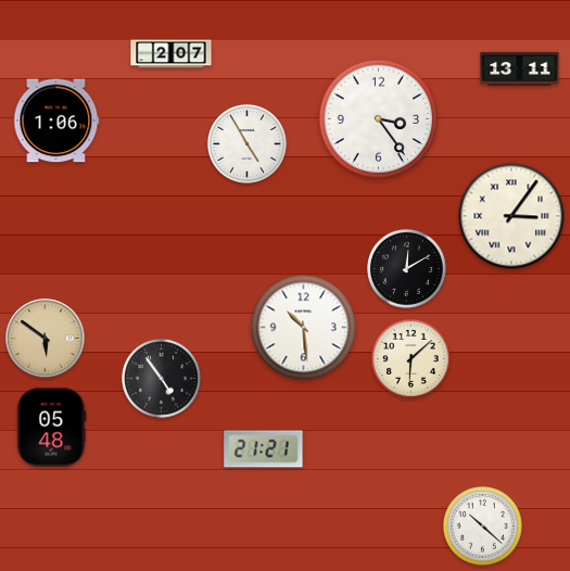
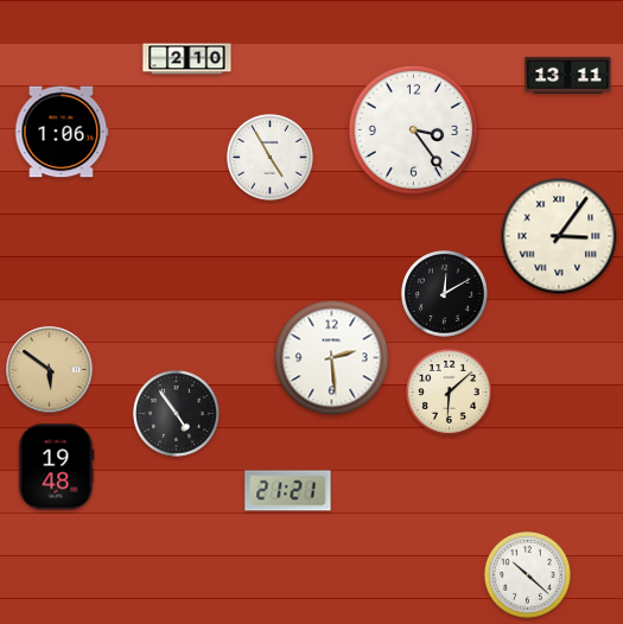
clock at (172, 54): 2:07 -> 2:10
clock at (304, 328): 10:29 -> 2:29
clock at (51, 428): 05:48 -> 19:48
